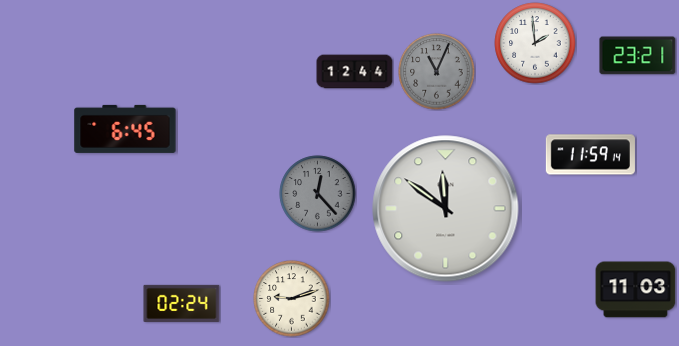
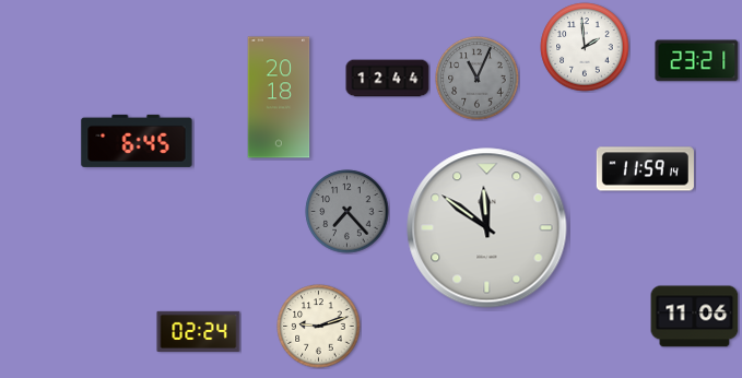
clock at (279, 97): none -> 20:18
clock at (318, 194): 12:23 -> 7:23
clock at (636, 290): 11:03 -> 11:06
